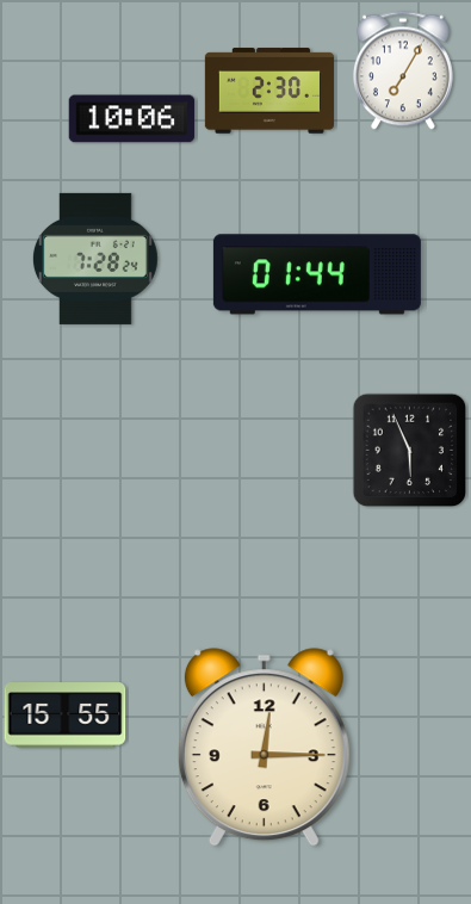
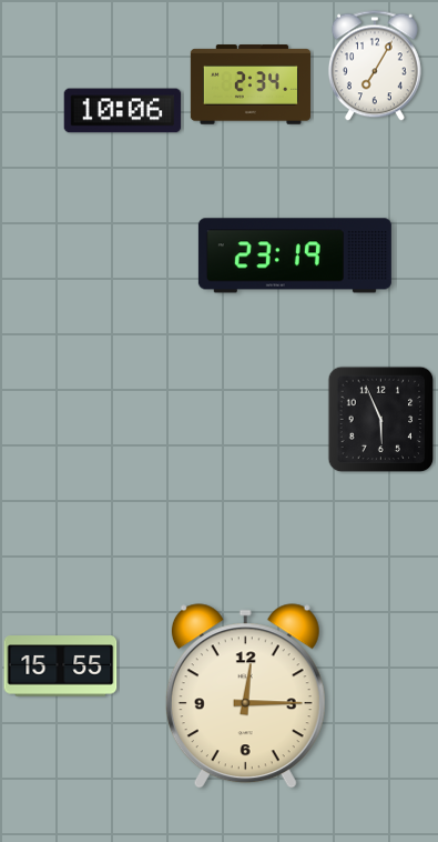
clock at (268, 91): 2:30 -> 2:34
clock at (95, 259): 7:28 -> none
clock at (317, 274): 01:44 -> 23:19
